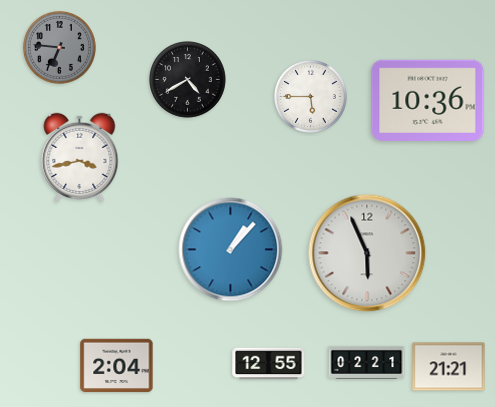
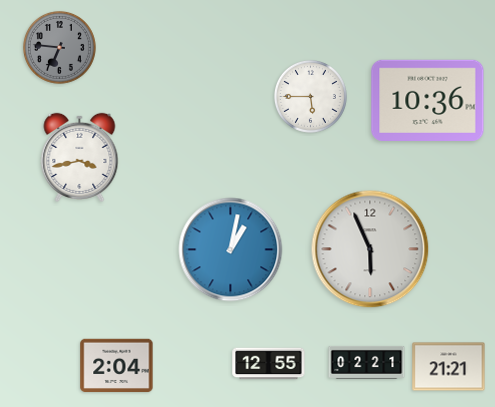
clock at (188, 80): 4:40 -> none
clock at (231, 250): 1:07 -> 1:02
clock at (367, 253) position: (367, 253) -> (370, 249)
